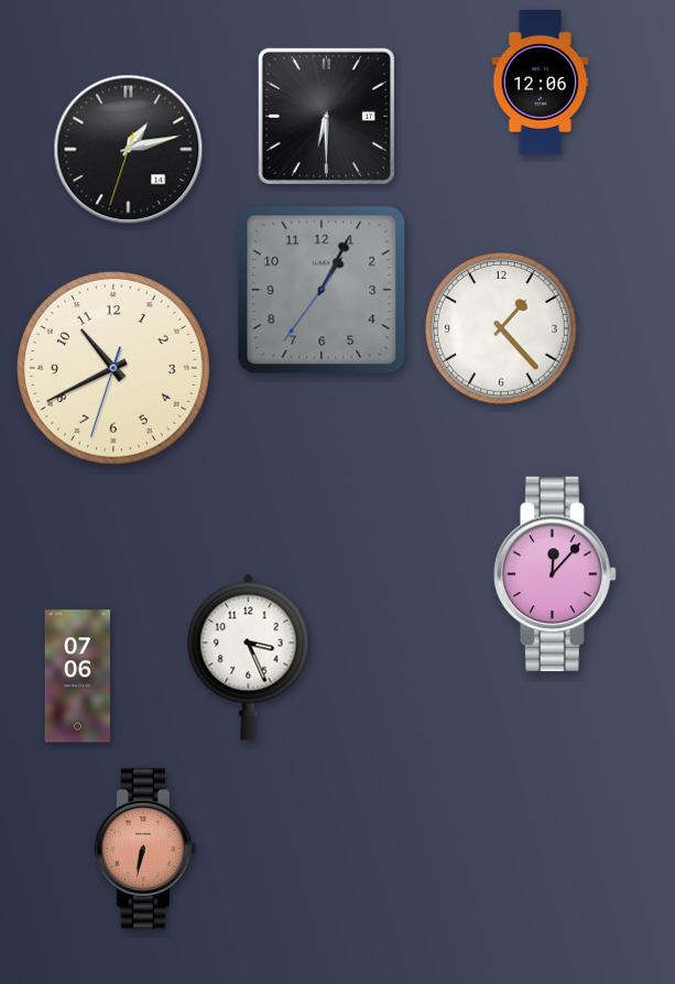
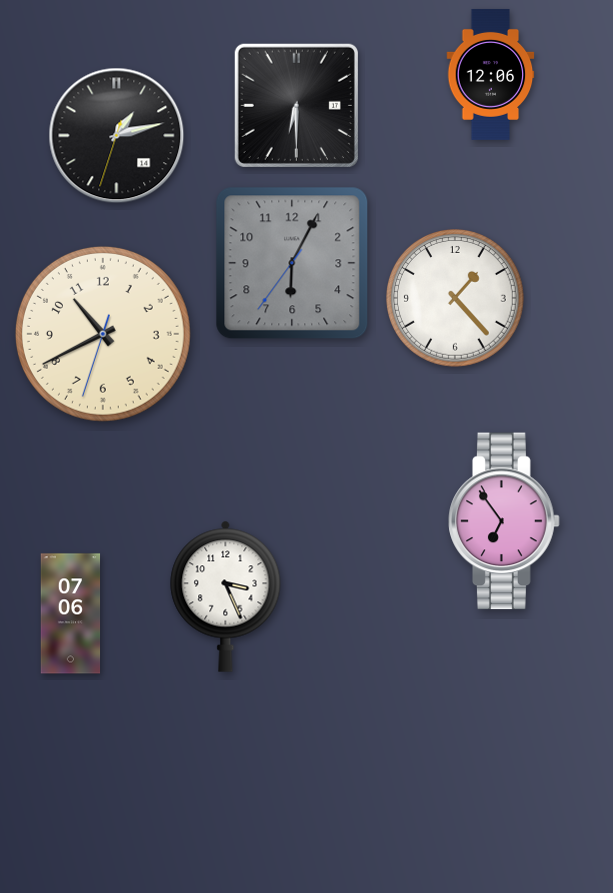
clock at (322, 290): 1:04 -> 6:04
clock at (555, 574): 12:07 -> 6:54
clock at (145, 848): 6:32 -> none
